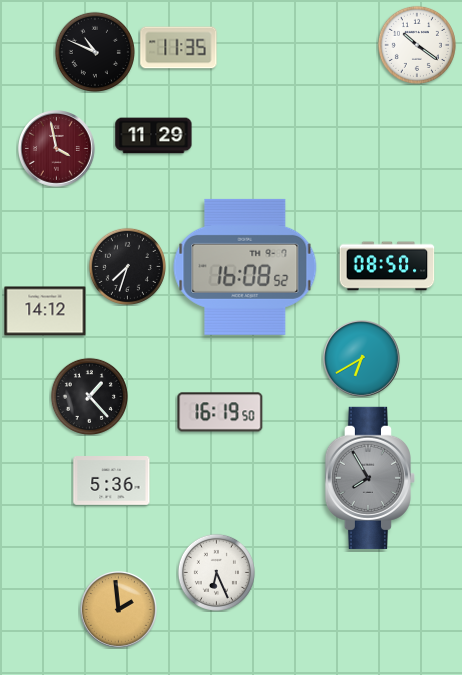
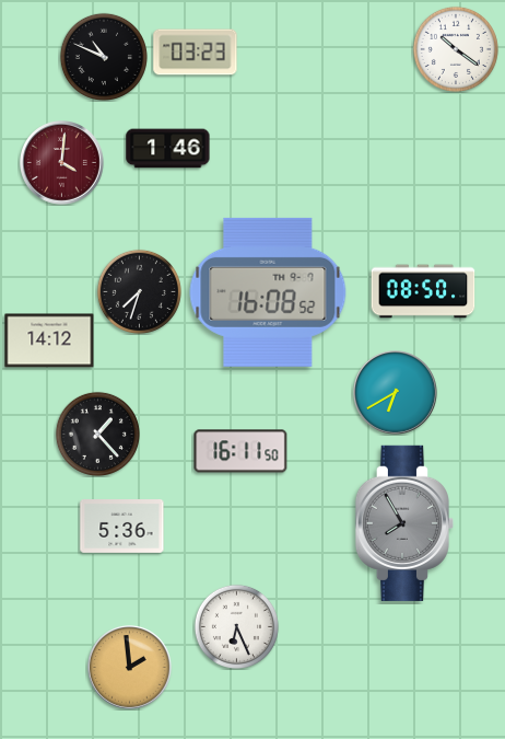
clock at (179, 48): 11:35 -> 03:23
clock at (154, 136): 11:29 -> 1:46
clock at (57, 149): 3:58 -> 4:01
clock at (220, 412): 16:19 -> 16:11
